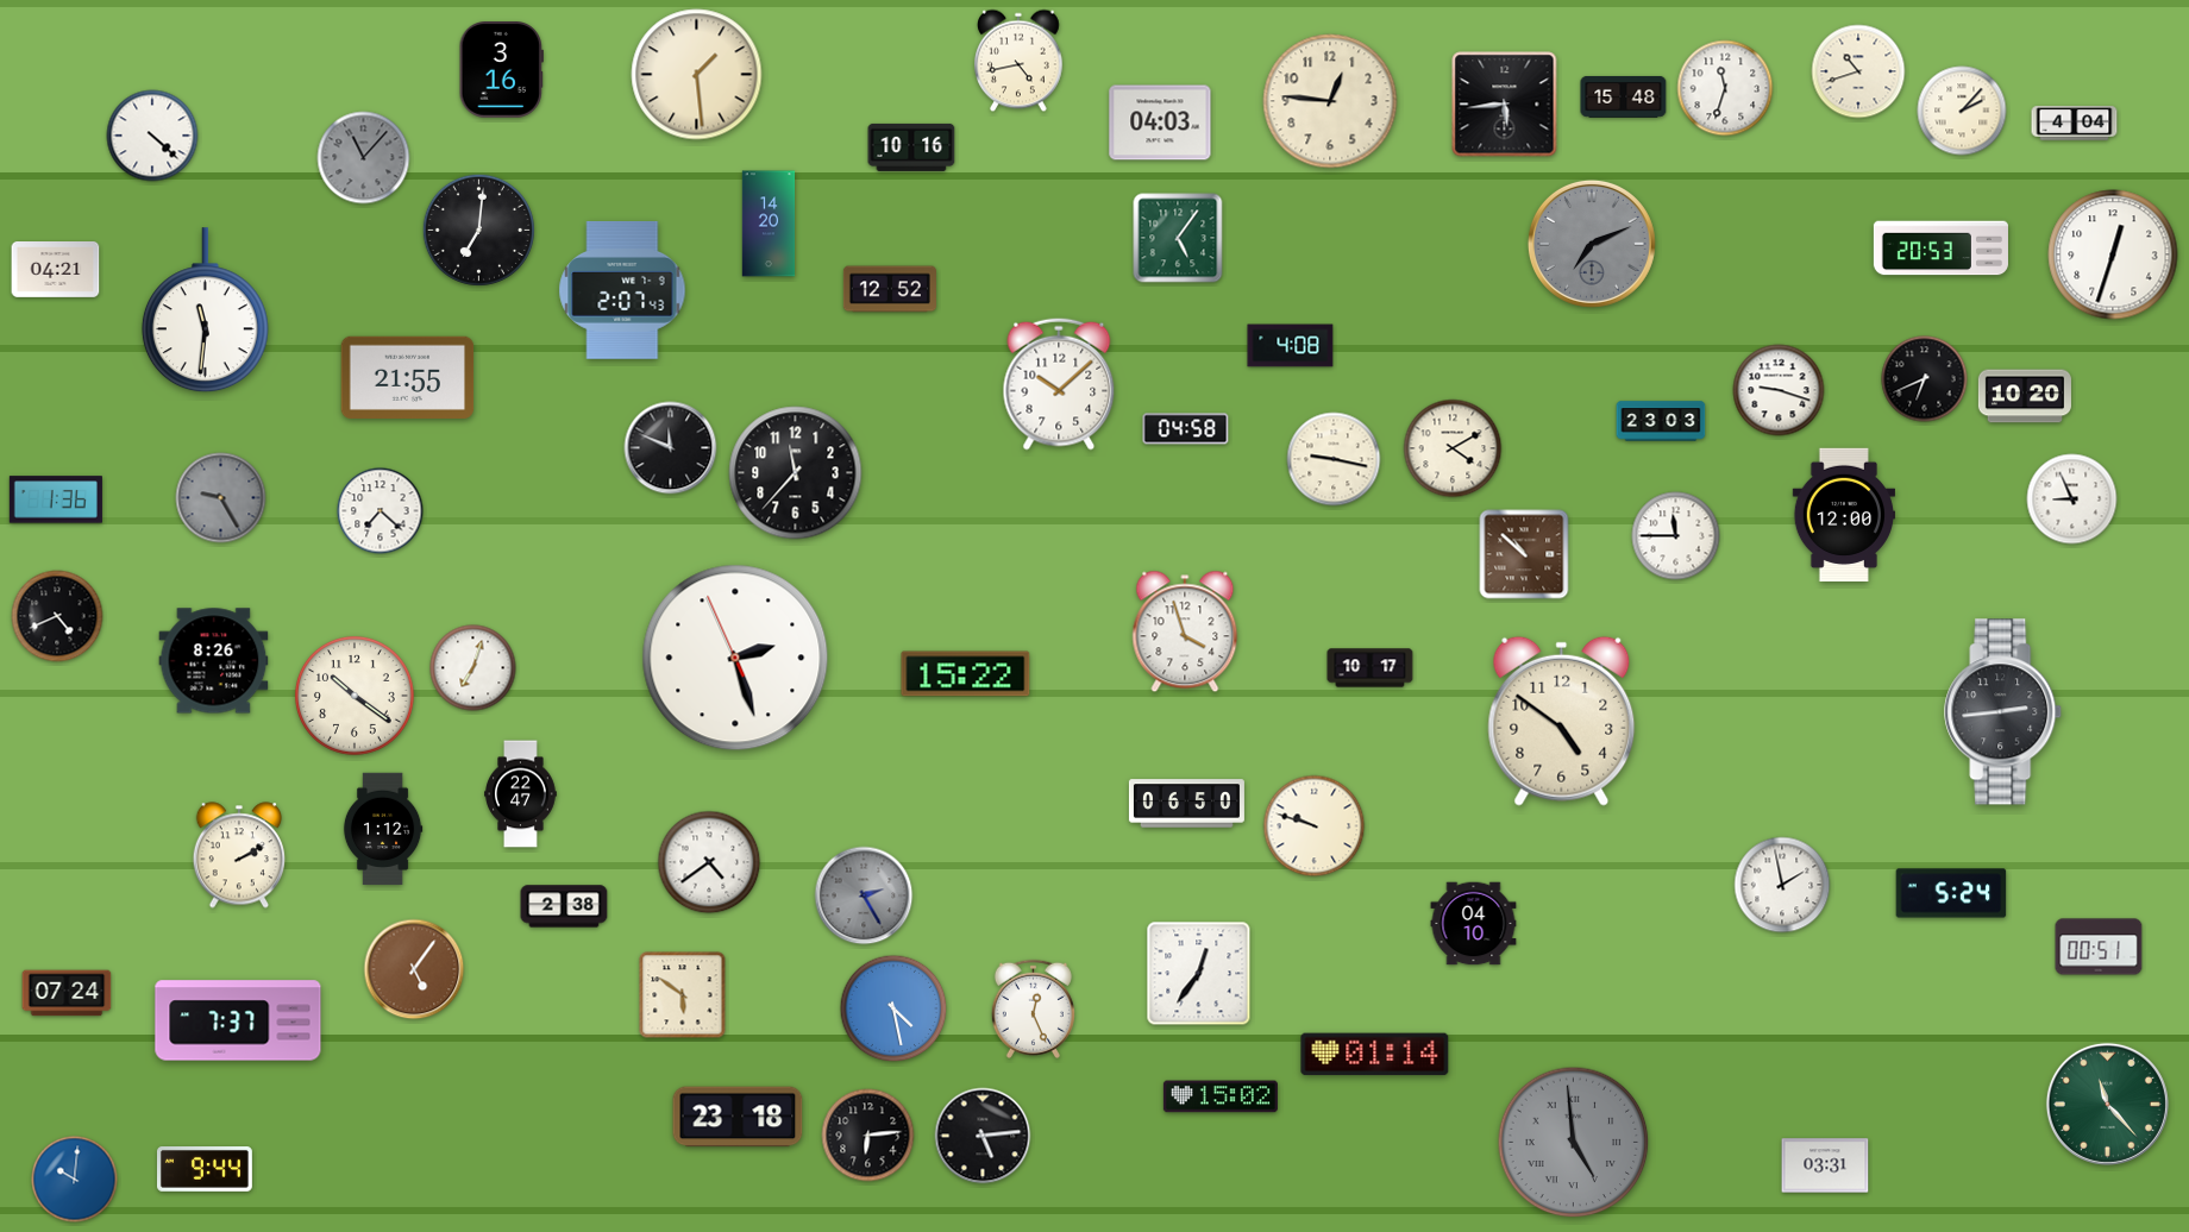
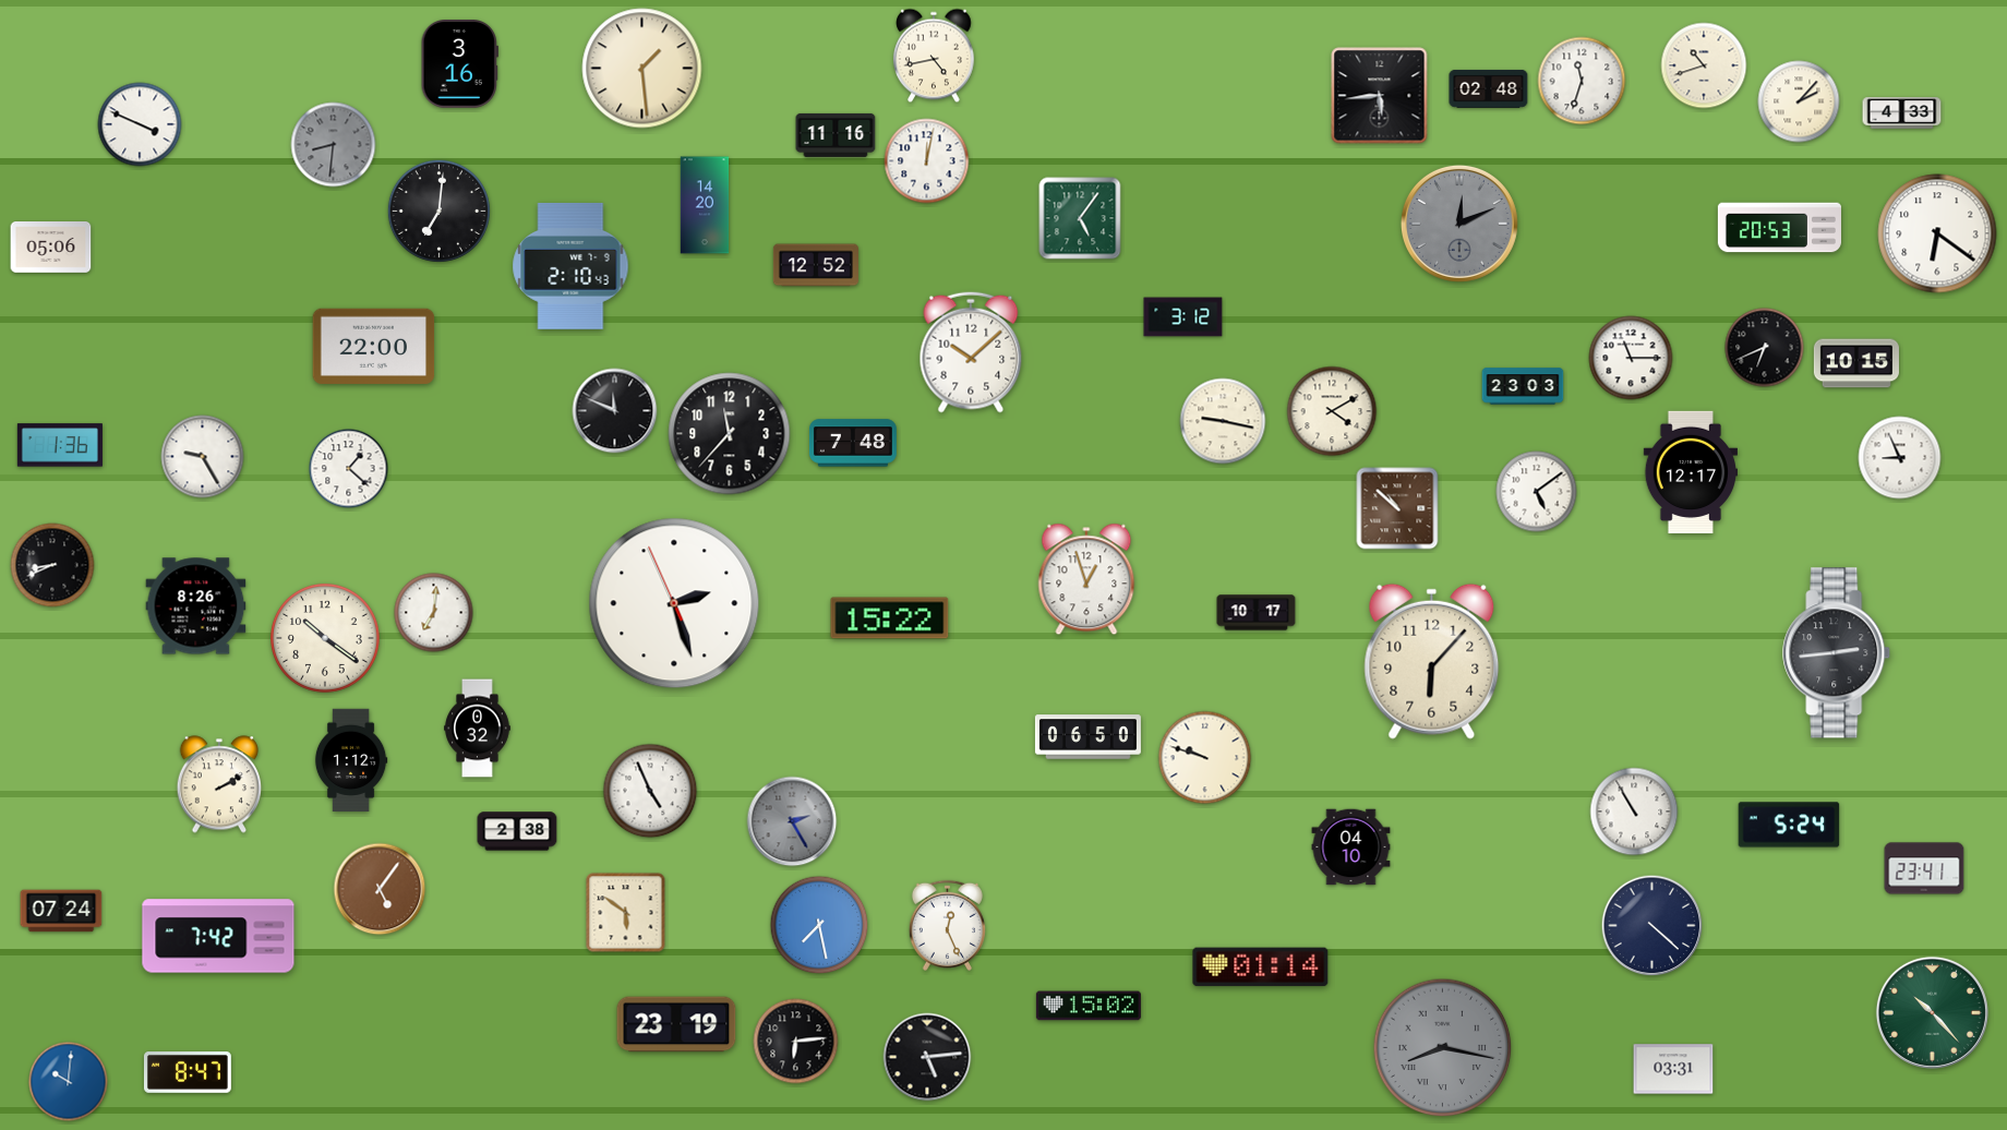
clock at (697, 75) position: (697, 75) -> (642, 69)
clock at (1624, 96): 15:48 -> 02:48
clock at (1330, 101): 12:46 -> none
clock at (1160, 122): 04:03 -> none
clock at (2075, 124): 4:04 -> 4:33
clock at (152, 136): 4:22 -> 3:49
clock at (911, 147): 10:16 -> 11:16
clock at (364, 158): 11:07 -> 8:31
clock at (927, 161): none -> 12:02
clock at (1592, 244): 7:11 -> 12:11
clock at (2113, 254): 12:33 -> 6:21
clock at (56, 270): 04:21 -> 05:06
clock at (622, 290): 2:07 -> 2:10
clock at (205, 310): 11:31 -> none
clock at (1291, 346): 4:08 -> 3:12
clock at (408, 377): 21:55 -> 22:00
clock at (1779, 390): 9:18 -> 11:15
clock at (2025, 396): 10:20 -> 10:15
clock at (1186, 429): 04:58 -> none
clock at (853, 443): none -> 7:48
clock at (221, 498) dial: grey -> white
clock at (56, 499) position: (56, 499) -> (60, 445)
clock at (381, 511): 7:22 -> 1:22
clock at (1843, 514): 12:00 -> 12:17
clock at (1676, 536): 11:45 -> 5:09
clock at (57, 616): 4:41 -> 8:41
clock at (1185, 631): 3:57 -> 12:57
clock at (473, 668): 7:03 -> 7:01
clock at (966, 674) position: (966, 674) -> (890, 618)
clock at (1562, 721): 4:51 -> 6:07
clock at (521, 794): 22:47 -> 0:32
clock at (709, 862): 4:39 -> 4:56
clock at (1782, 885): 1:58 -> 10:55
clock at (1951, 893) position: (1951, 893) -> (1789, 825)
clock at (2099, 947): 00:51 -> 23:41
clock at (1199, 974): 12:36 -> none
clock at (893, 1008): 4:28 -> 7:28
clock at (1653, 926): none -> 4:22
clock at (238, 1020): 7:37 -> 7:42
clock at (1221, 1096) position: (1221, 1096) -> (1089, 1006)
clock at (2107, 1104): 11:23 -> 10:23
clock at (738, 1117): 23:18 -> 23:19
clock at (983, 1136) position: (983, 1136) -> (927, 1057)
clock at (1574, 1143): 4:59 -> 8:17
clock at (205, 1170): 9:44 -> 8:47
